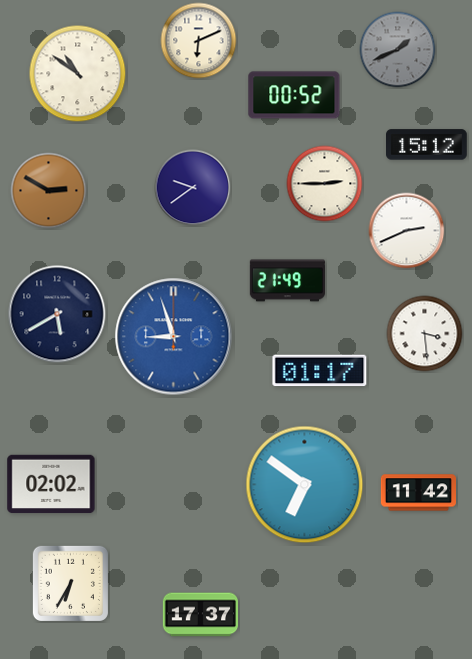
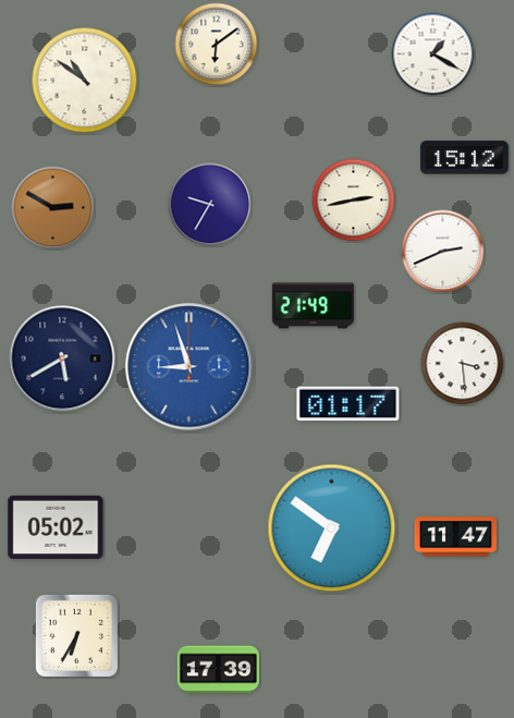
clock at (199, 41): 6:11 -> 6:09
clock at (398, 50): 1:41 -> 1:20
clock at (398, 50) dial: grey -> white
clock at (294, 95): 00:52 -> none
clock at (325, 184): 2:45 -> 2:43
clock at (193, 188): 9:39 -> 9:35
clock at (57, 314) position: (57, 314) -> (62, 358)
clock at (51, 484): 02:02 -> 05:02
clock at (418, 493): 11:42 -> 11:47
clock at (200, 615): 17:37 -> 17:39
